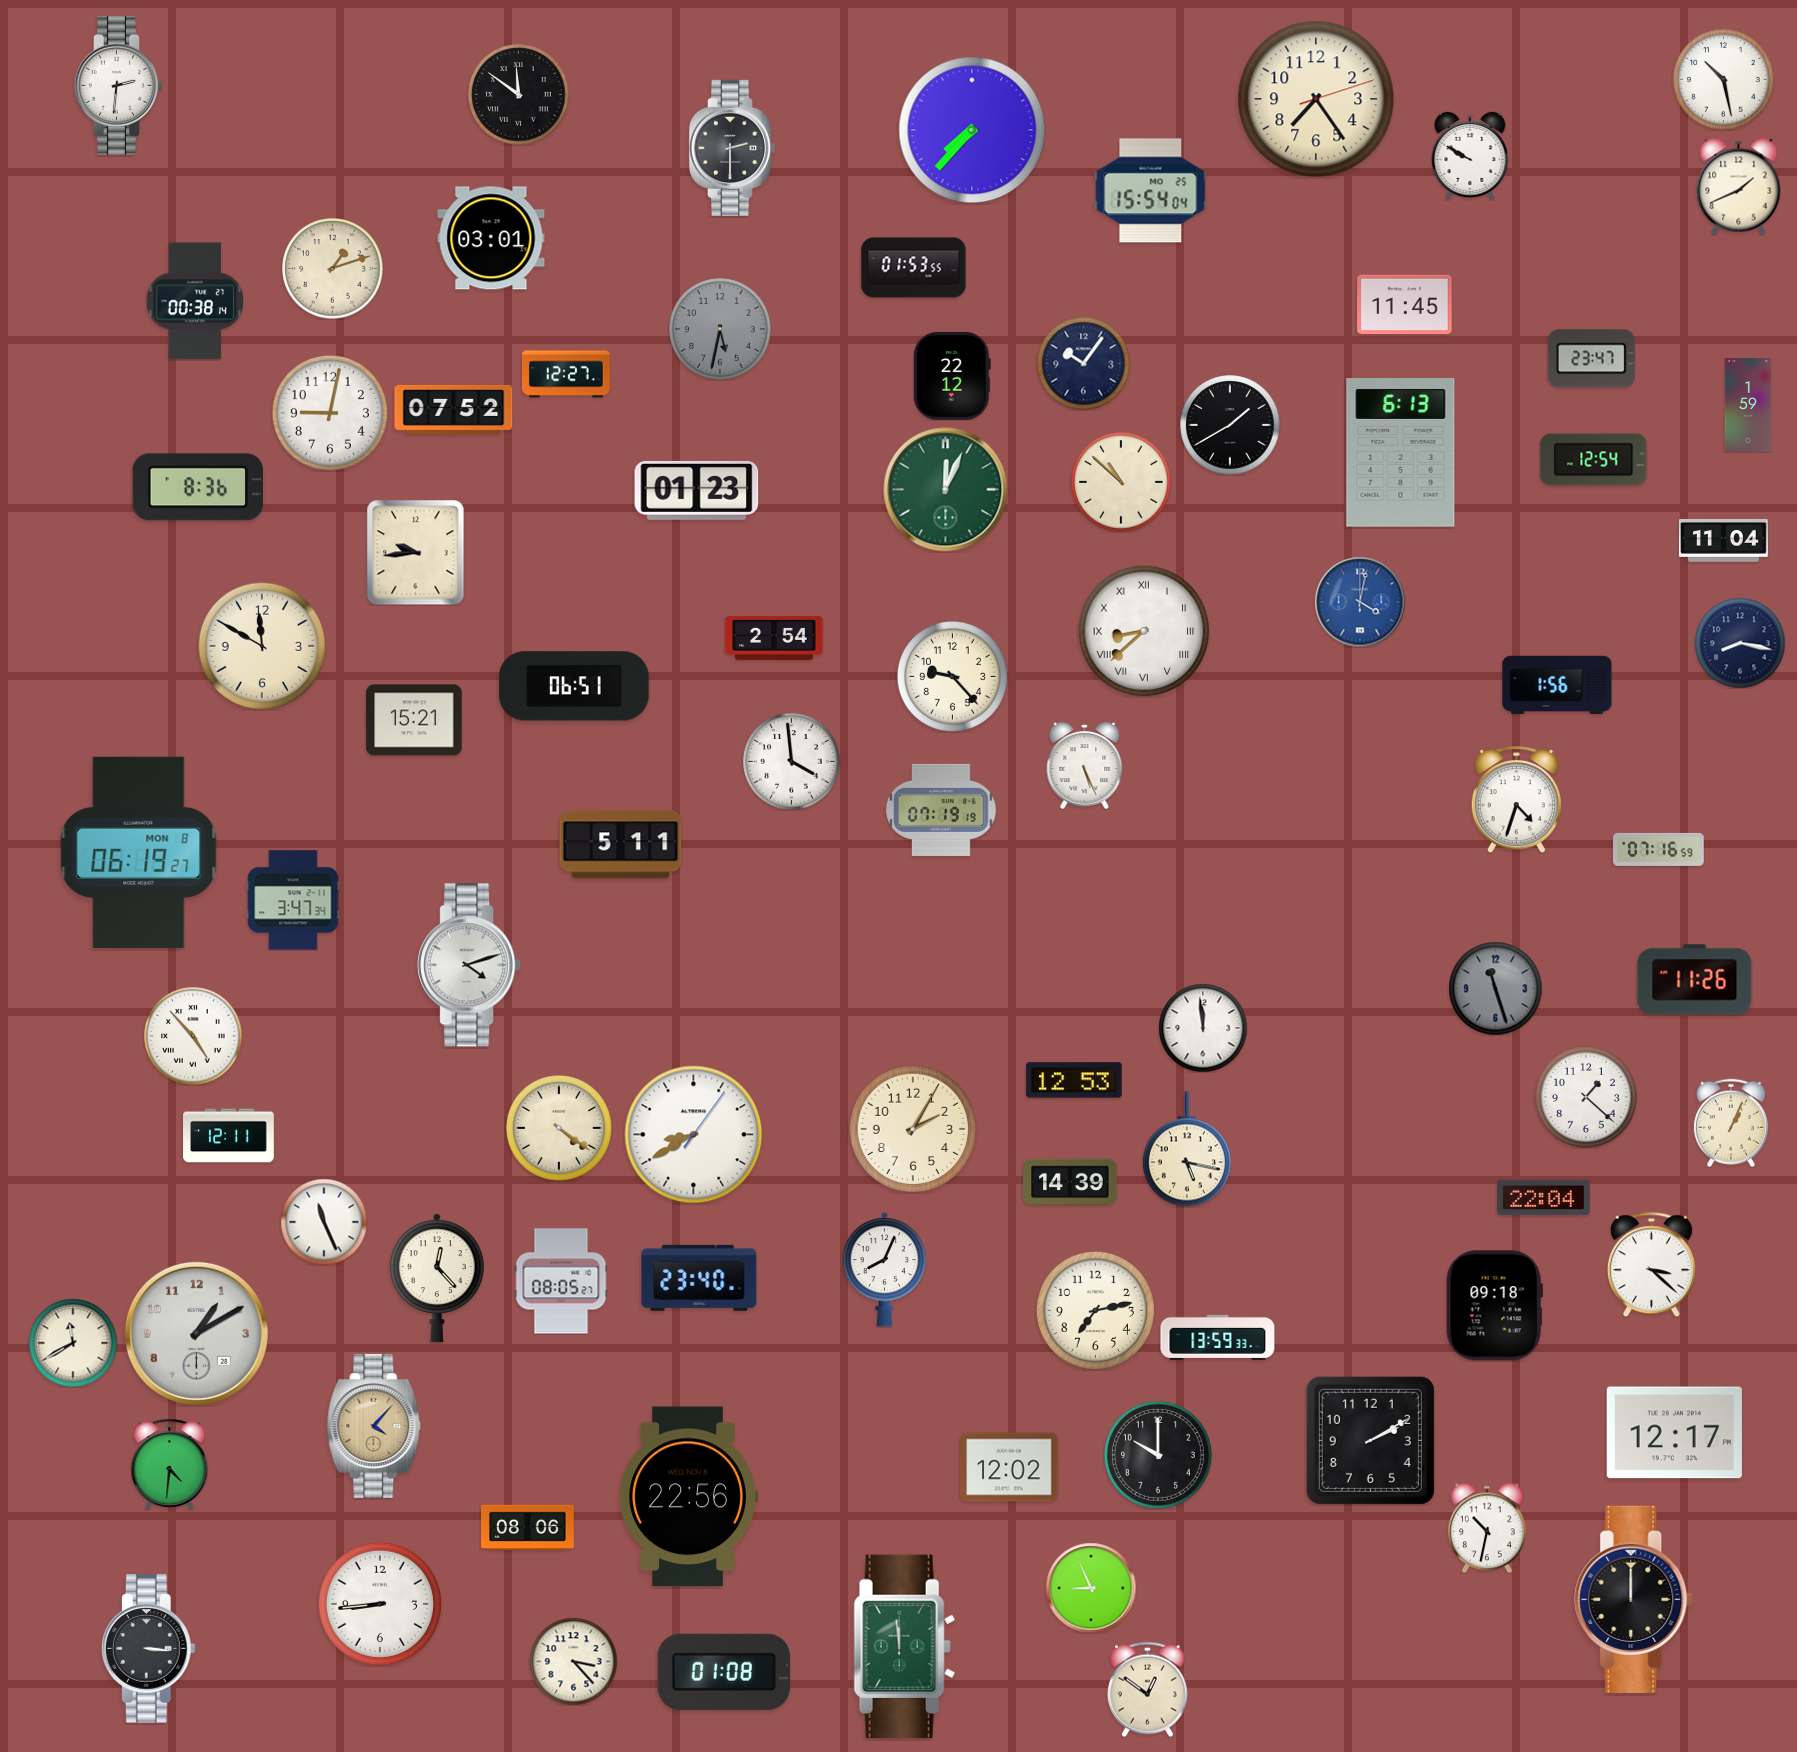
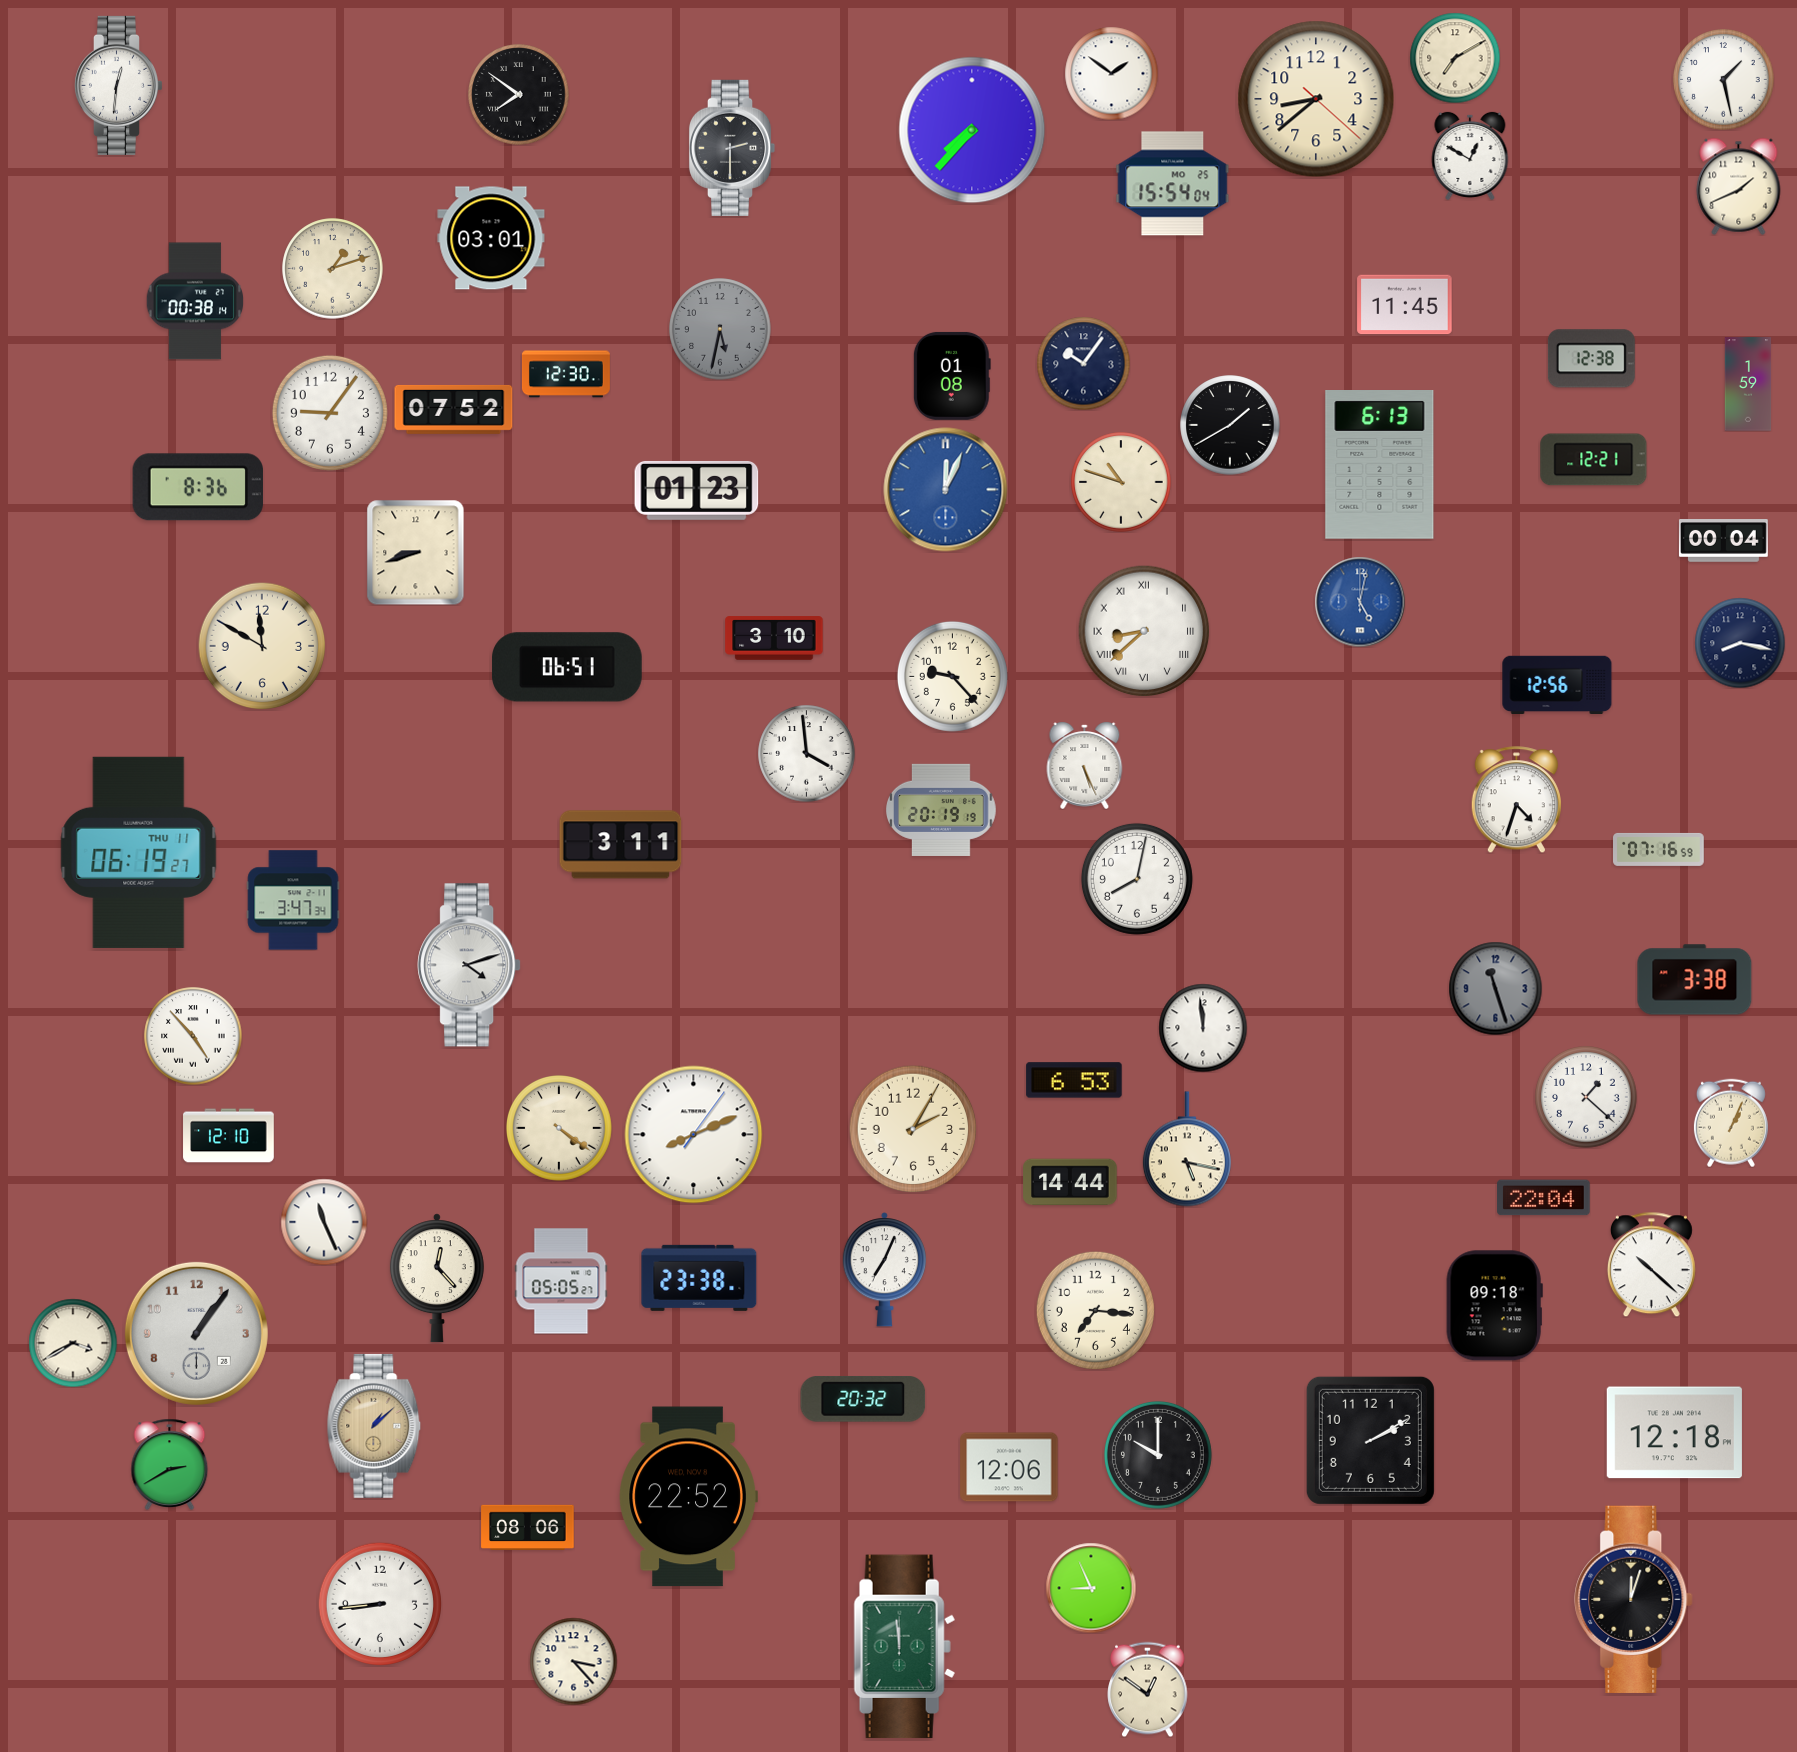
clock at (1455, 58): none -> 7:10
clock at (1111, 73): none -> 1:51
clock at (1724, 80): 10:28 -> 1:28
clock at (118, 85): 2:31 -> 12:31
clock at (519, 95): 11:51 -> 7:51
clock at (1316, 99): 7:24 -> 8:38
clock at (1470, 156): 9:50 -> 12:50
clock at (1151, 191) position: (1151, 191) -> (1173, 184)
clock at (914, 268): 01:53 -> none
clock at (1591, 359): 23:47 -> 12:38
clock at (566, 374): 12:27 -> 12:30
clock at (952, 376): 22:12 -> 01:08
clock at (1748, 405) position: (1748, 405) -> (1748, 384)
clock at (330, 413): 9:02 -> 9:06
clock at (1401, 453) position: (1401, 453) -> (1380, 465)
clock at (1594, 460): 12:54 -> 12:21
clock at (1121, 482): 10:52 -> 10:48
clock at (946, 490) dial: green -> blue
clock at (1724, 541): 11:04 -> 00:04
clock at (416, 553): 9:44 -> 8:42
clock at (1360, 602): 4:02 -> 5:02
clock at (774, 638): 2:54 -> 3:10
clock at (1557, 684): 1:56 -> 12:56
clock at (574, 686) position: (574, 686) -> (567, 667)
clock at (414, 720): 15:21 -> none
clock at (792, 762) position: (792, 762) -> (807, 754)
clock at (942, 810): 07:19 -> 20:19
clock at (621, 845): 5:11 -> 3:11
clock at (139, 852) date: MON 8 -> THU 11
clock at (1137, 879): none -> 8:02
clock at (1695, 980): 11:26 -> 3:38
clock at (1074, 1080): 12:53 -> 6:53
clock at (694, 1135): 8:40 -> 8:11
clock at (229, 1136): 12:11 -> 12:10
clock at (1070, 1182): 14:39 -> 14:44
clock at (1651, 1264): 3:22 -> 10:22
clock at (884, 1270): 8:04 -> 7:04
clock at (699, 1278): 23:40 -> 23:38
clock at (561, 1281): 08:05 -> 05:05
clock at (1095, 1310): 7:13 -> 7:16
clock at (196, 1333): 1:10 -> 1:06
clock at (1218, 1337): 13:59 -> none
clock at (73, 1343): 11:40 -> 3:40
clock at (863, 1400): none -> 20:32
clock at (374, 1426): 4:07 -> 1:08
clock at (1674, 1433): 12:17 -> 12:18
clock at (170, 1464): 4:31 -> 2:40
clock at (1009, 1467): 12:02 -> 12:06
clock at (688, 1497): 22:56 -> 22:52
clock at (1487, 1528): 10:32 -> none
clock at (1634, 1599): 12:00 -> 12:03
clock at (148, 1649): 3:16 -> none
clock at (724, 1672): 01:08 -> none
